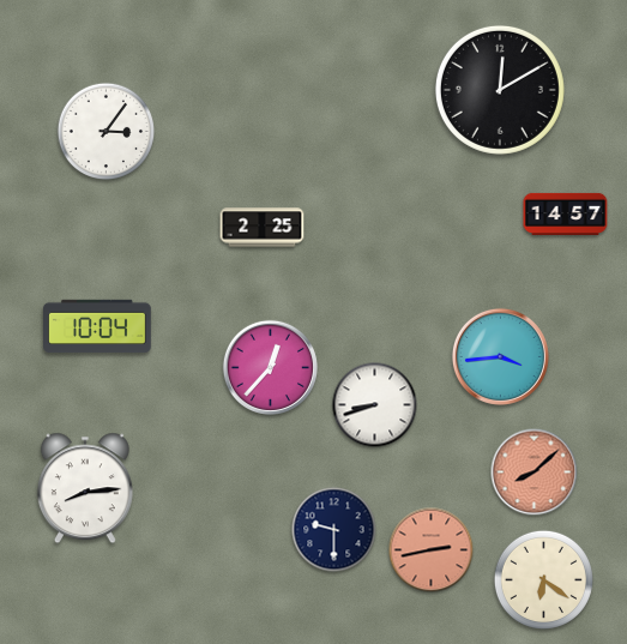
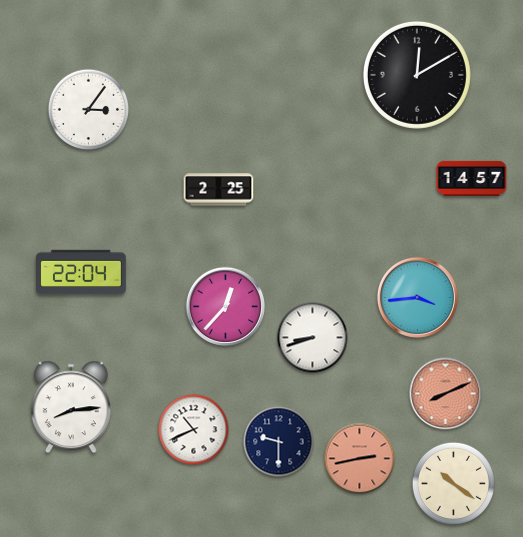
clock at (98, 326): 10:04 -> 22:04
clock at (535, 473): 8:08 -> 8:11
clock at (194, 430): none -> 10:41
clock at (543, 579): 6:21 -> 10:21
